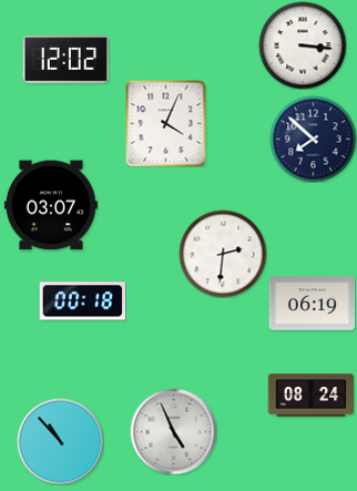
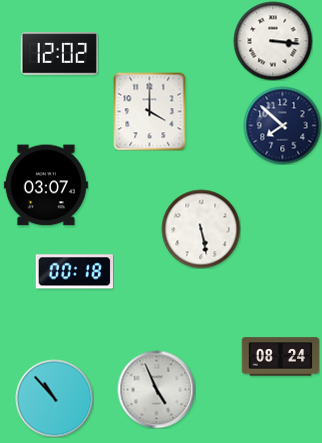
clock at (166, 123): 4:04 -> 4:00
clock at (223, 254): 2:31 -> 5:28
clock at (312, 304): 06:19 -> none
